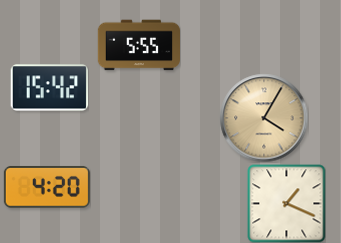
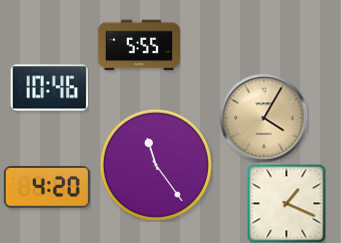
clock at (49, 88): 15:42 -> 10:46
clock at (156, 165): none -> 11:24
